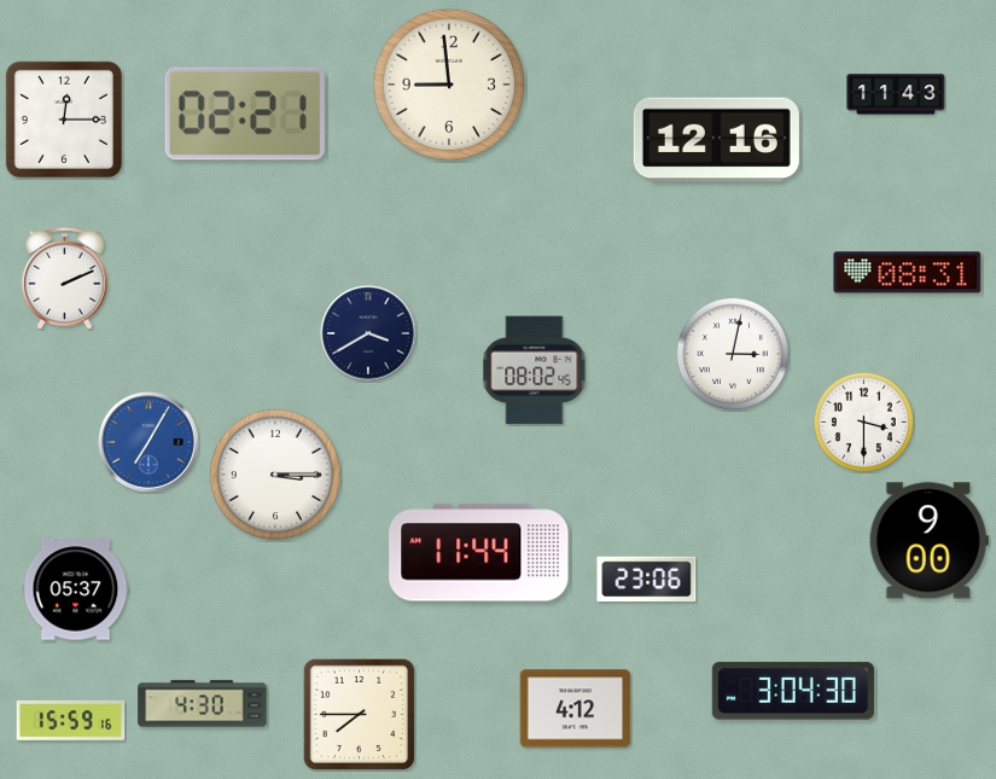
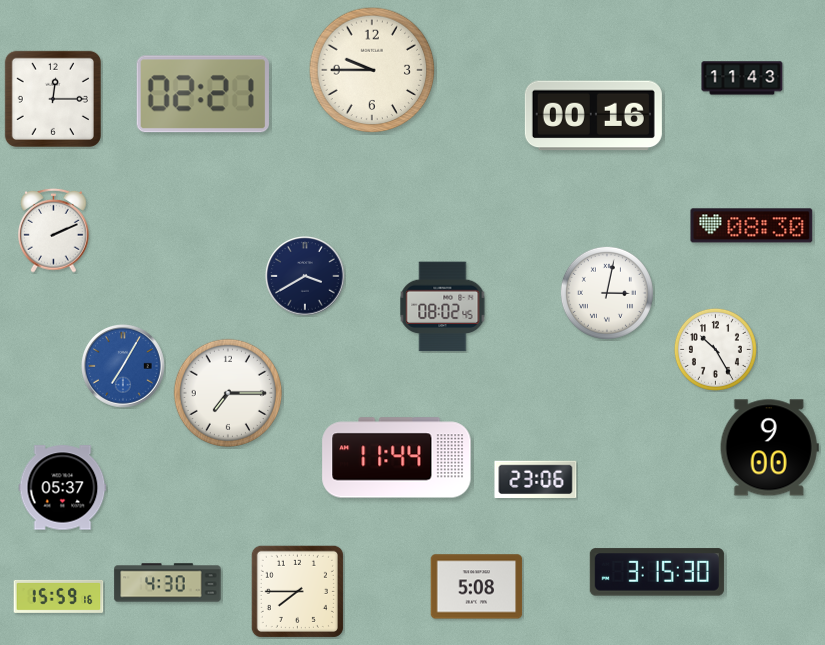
clock at (449, 85): 8:59 -> 9:45
clock at (716, 140): 12:16 -> 00:16
clock at (908, 273): 08:31 -> 08:30
clock at (863, 422): 3:30 -> 10:25
clock at (274, 473): 3:15 -> 7:15
clock at (793, 691): 3:04 -> 3:15
clock at (576, 709): 4:12 -> 5:08
